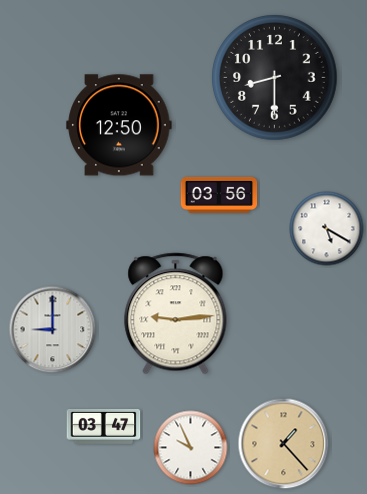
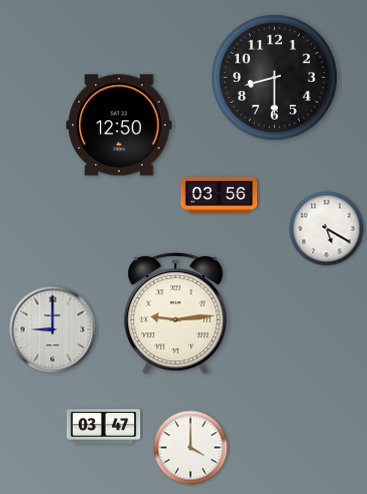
clock at (284, 444): 1:23 -> none
clock at (191, 448): 9:56 -> 4:00
